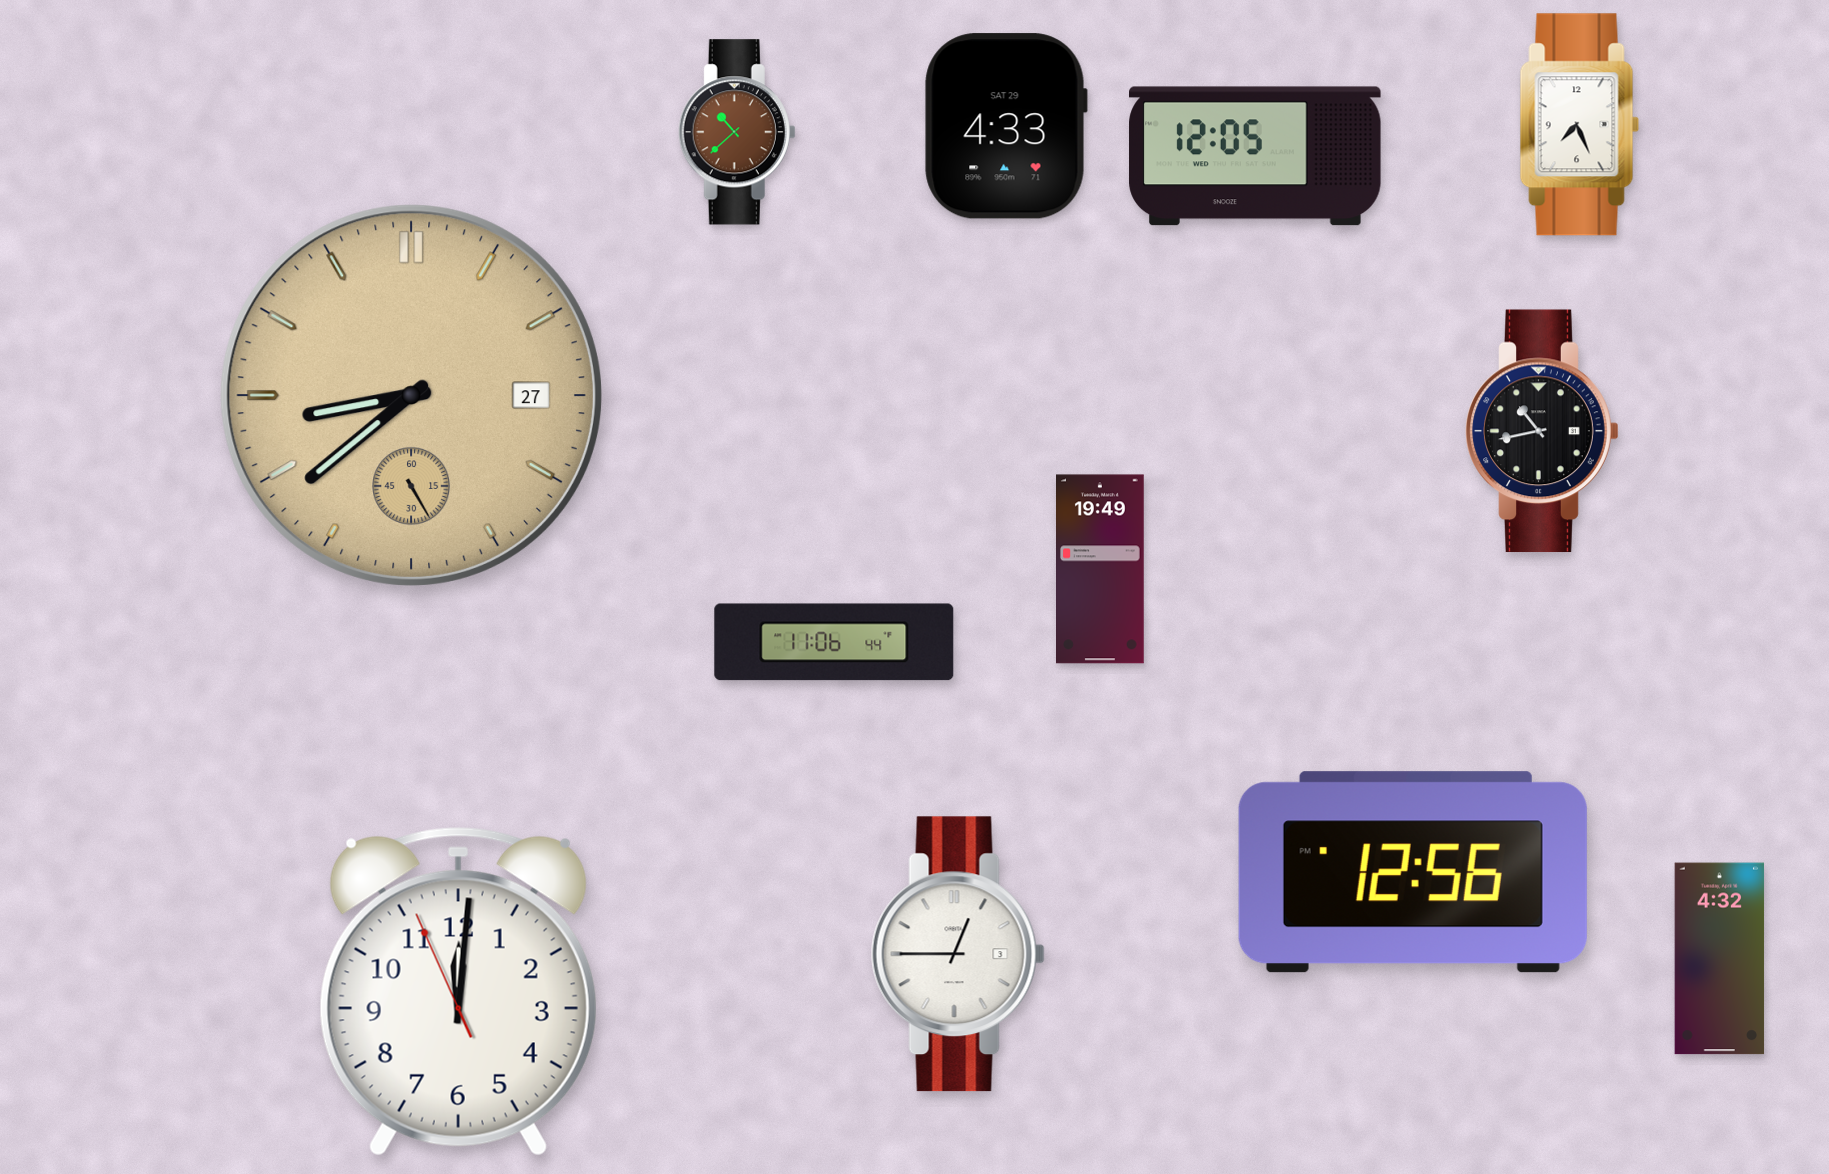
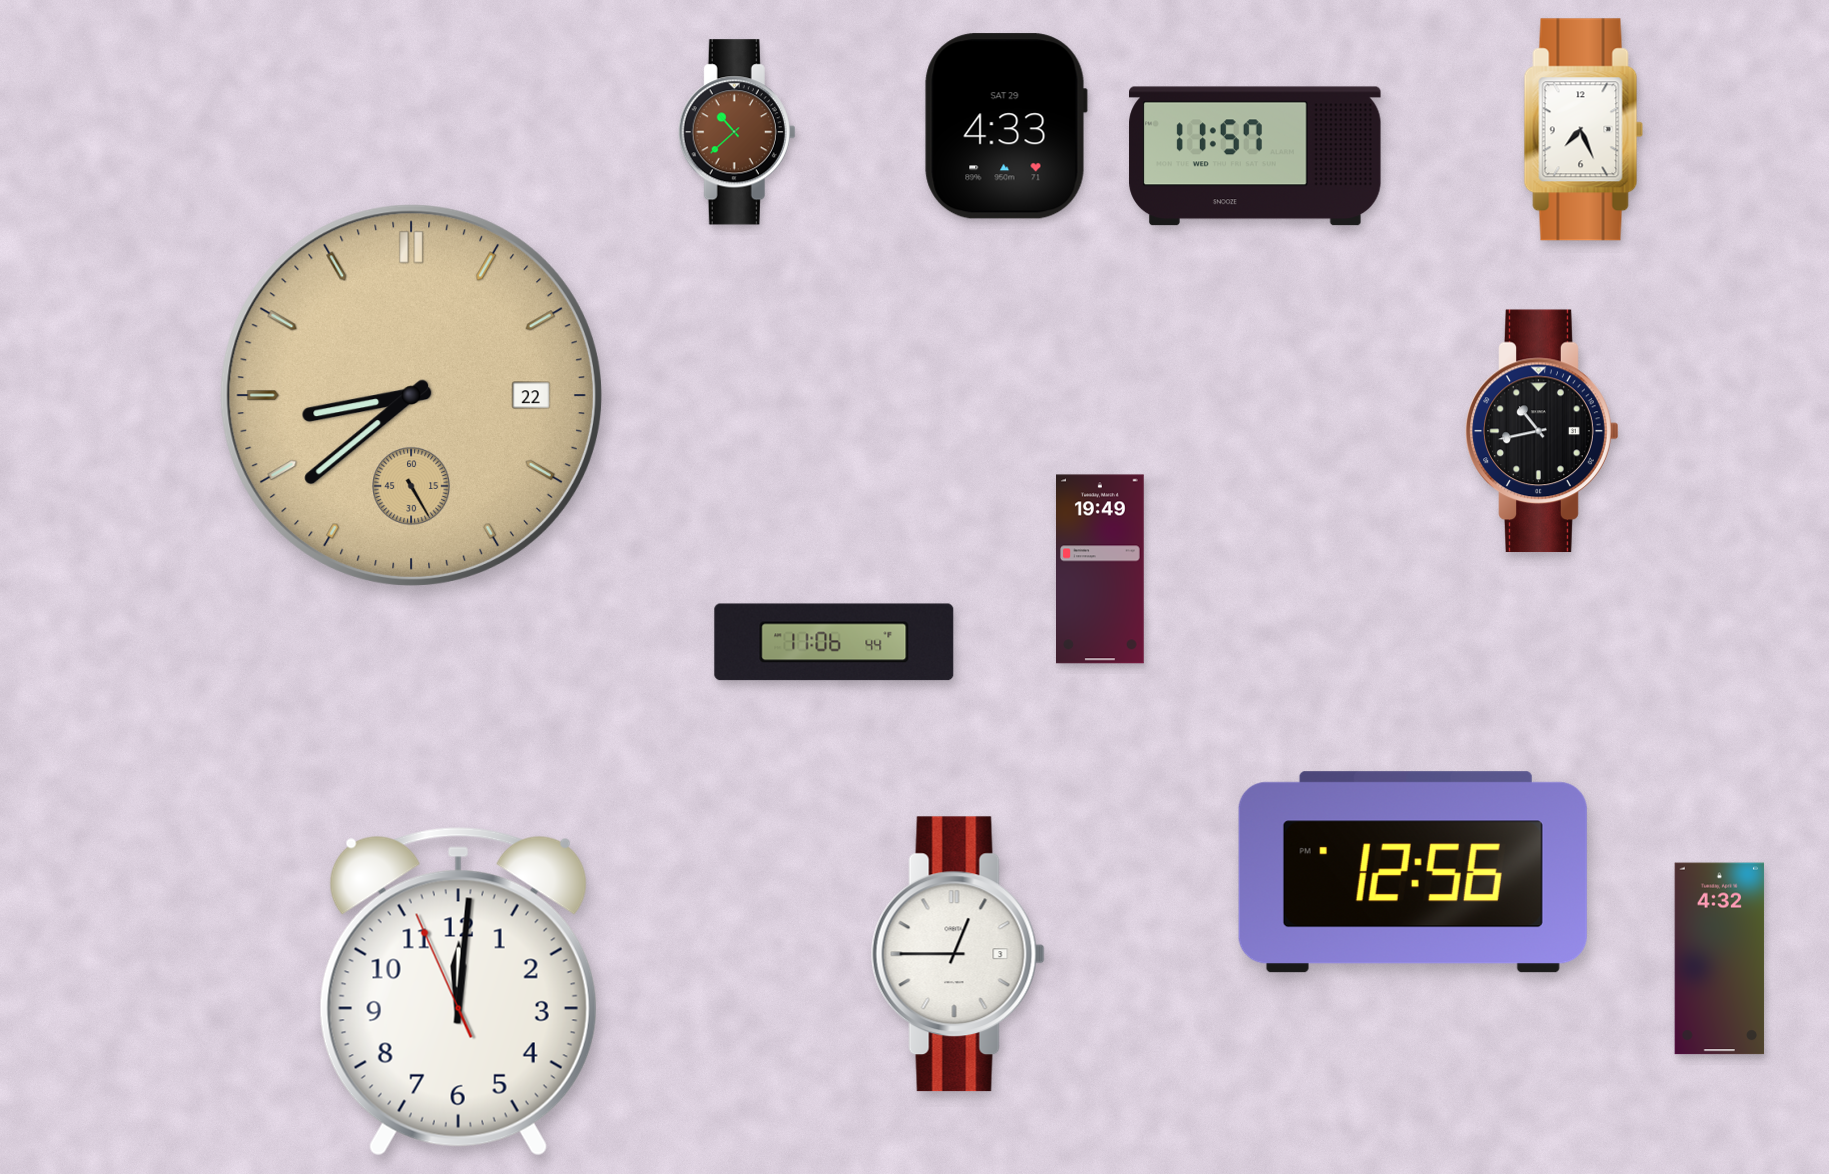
clock at (1580, 125) position: (1580, 125) -> (1584, 130)
clock at (1255, 156): 12:05 -> 11:57
clock at (411, 395) date: 27 -> 22
